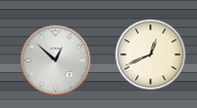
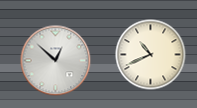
clock at (151, 55): 12:41 -> 10:41
